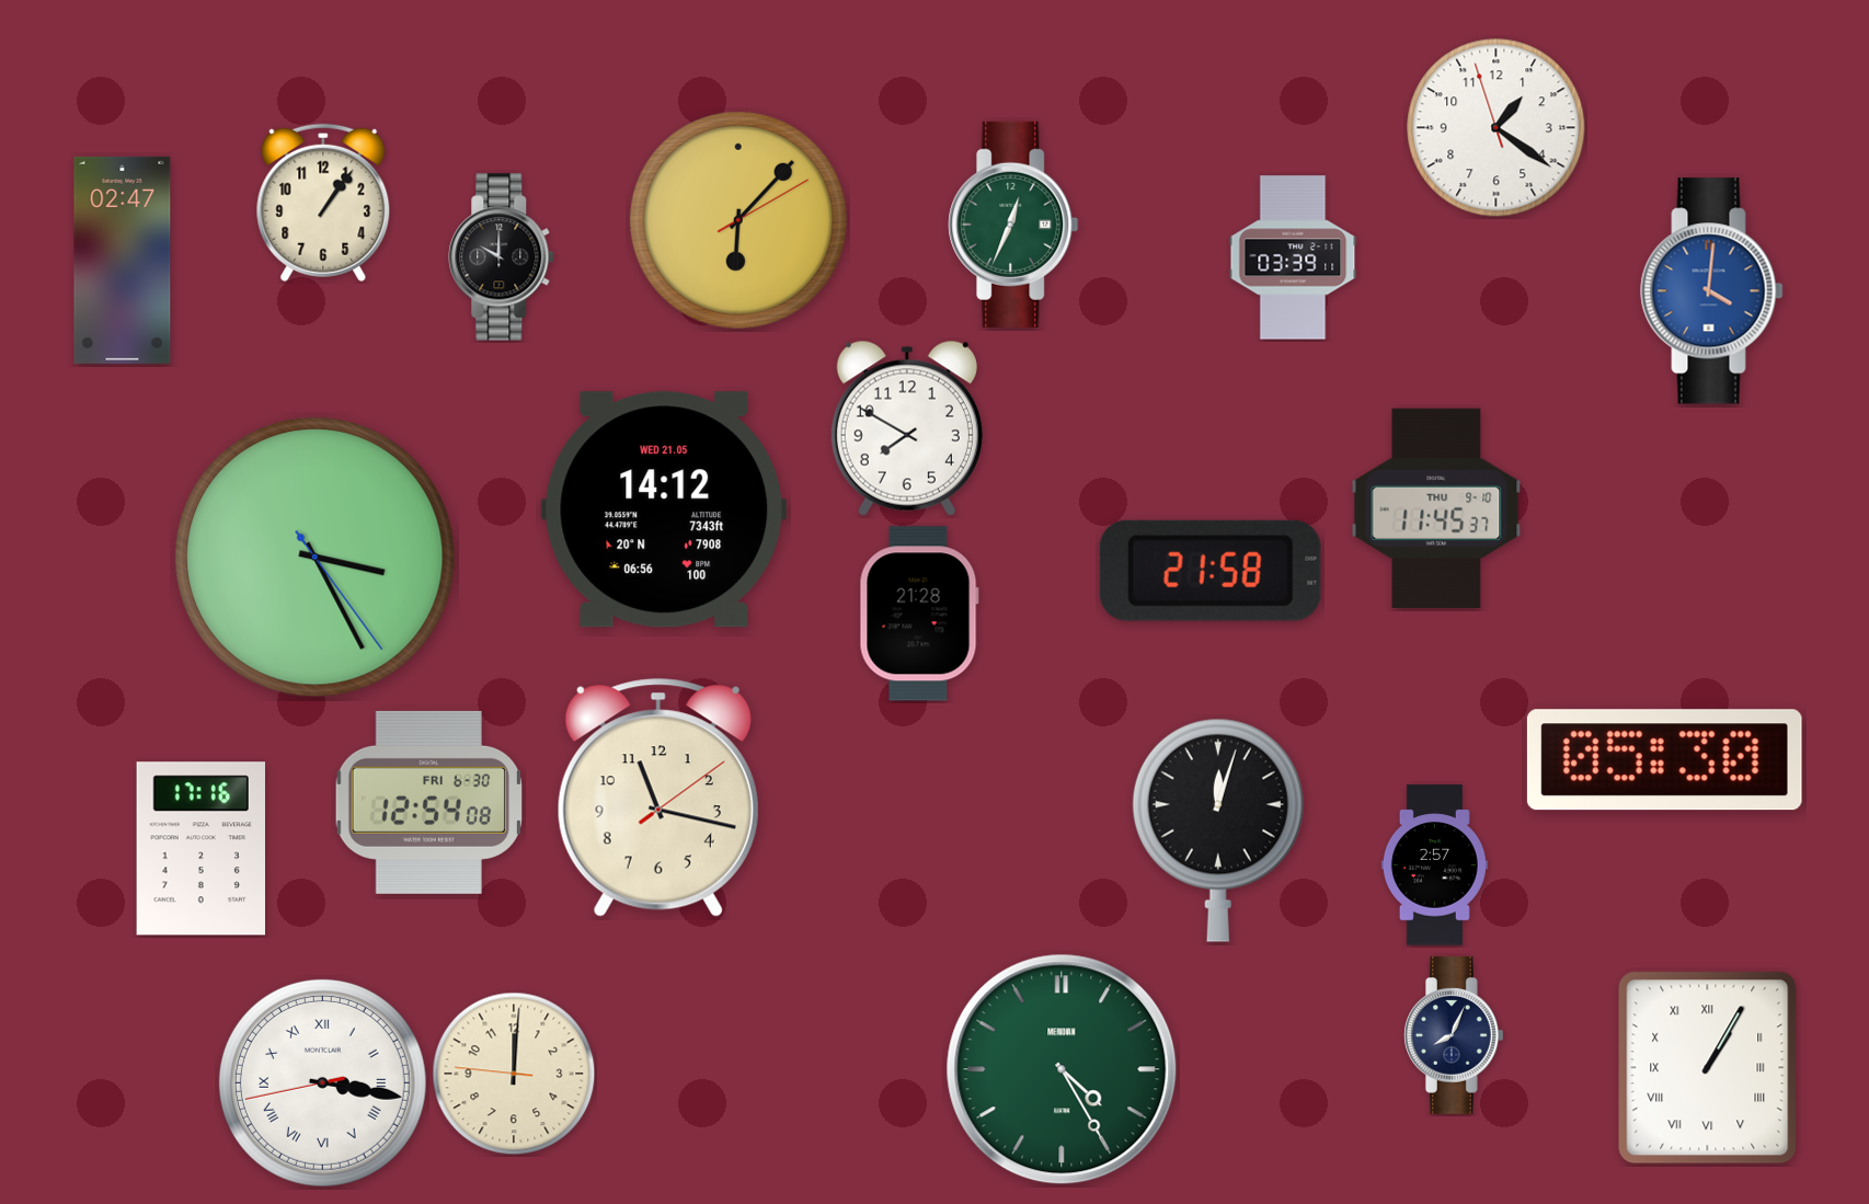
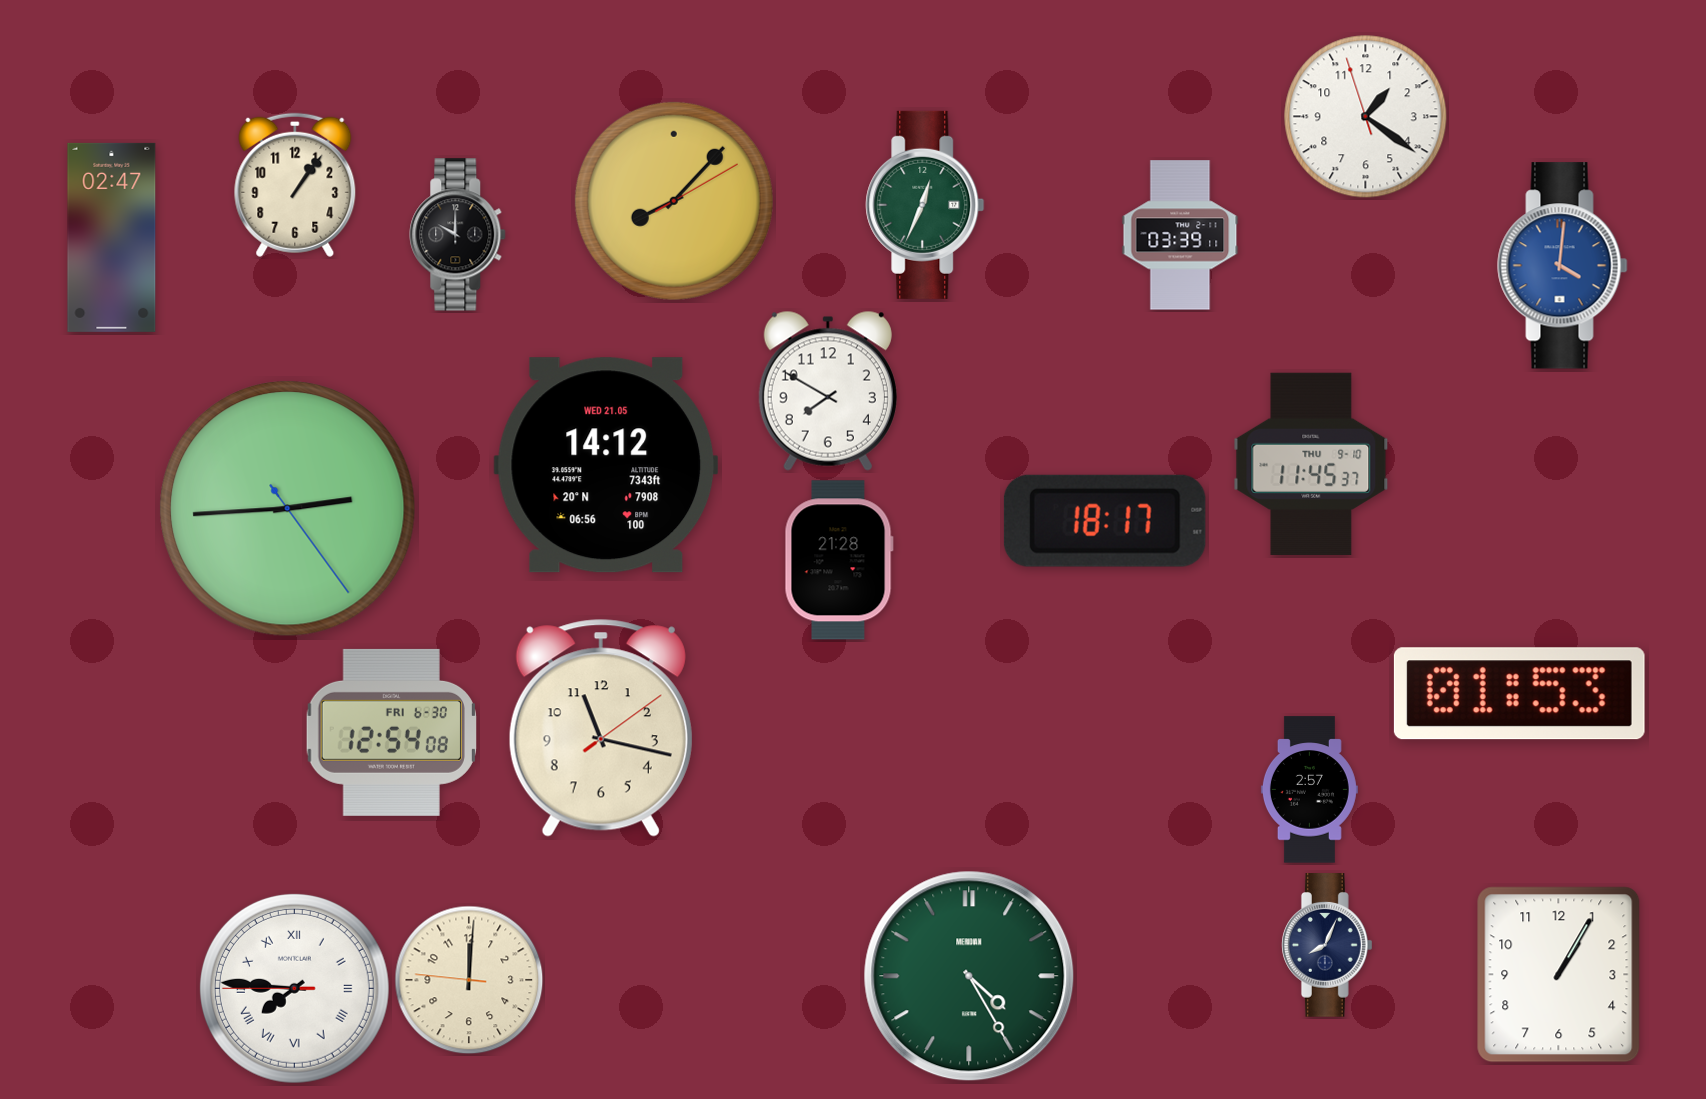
clock at (738, 220): 6:07 -> 8:07
clock at (316, 558): 3:25 -> 2:44
clock at (1211, 571): 21:58 -> 18:17
clock at (1664, 760): 05:30 -> 01:53
clock at (1218, 830): 12:03 -> none
clock at (200, 849): 17:16 -> none
clock at (1708, 1068) numerals: Roman -> Arabic
clock at (322, 1082): 3:16 -> 7:45
